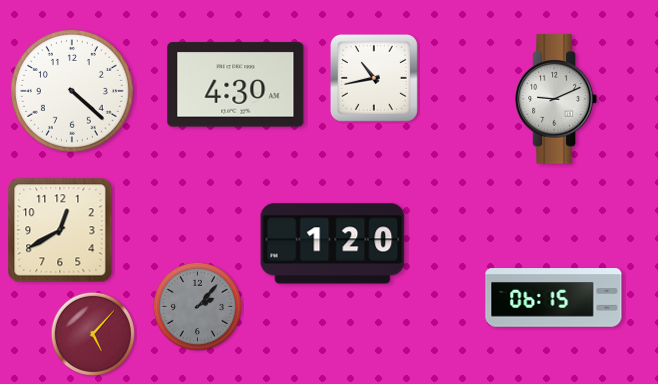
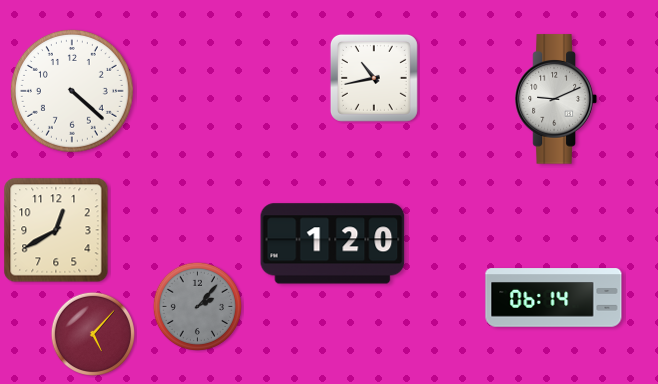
clock at (236, 85): 4:30 -> none
clock at (60, 230) position: (60, 230) -> (56, 230)
clock at (554, 298): 06:15 -> 06:14
